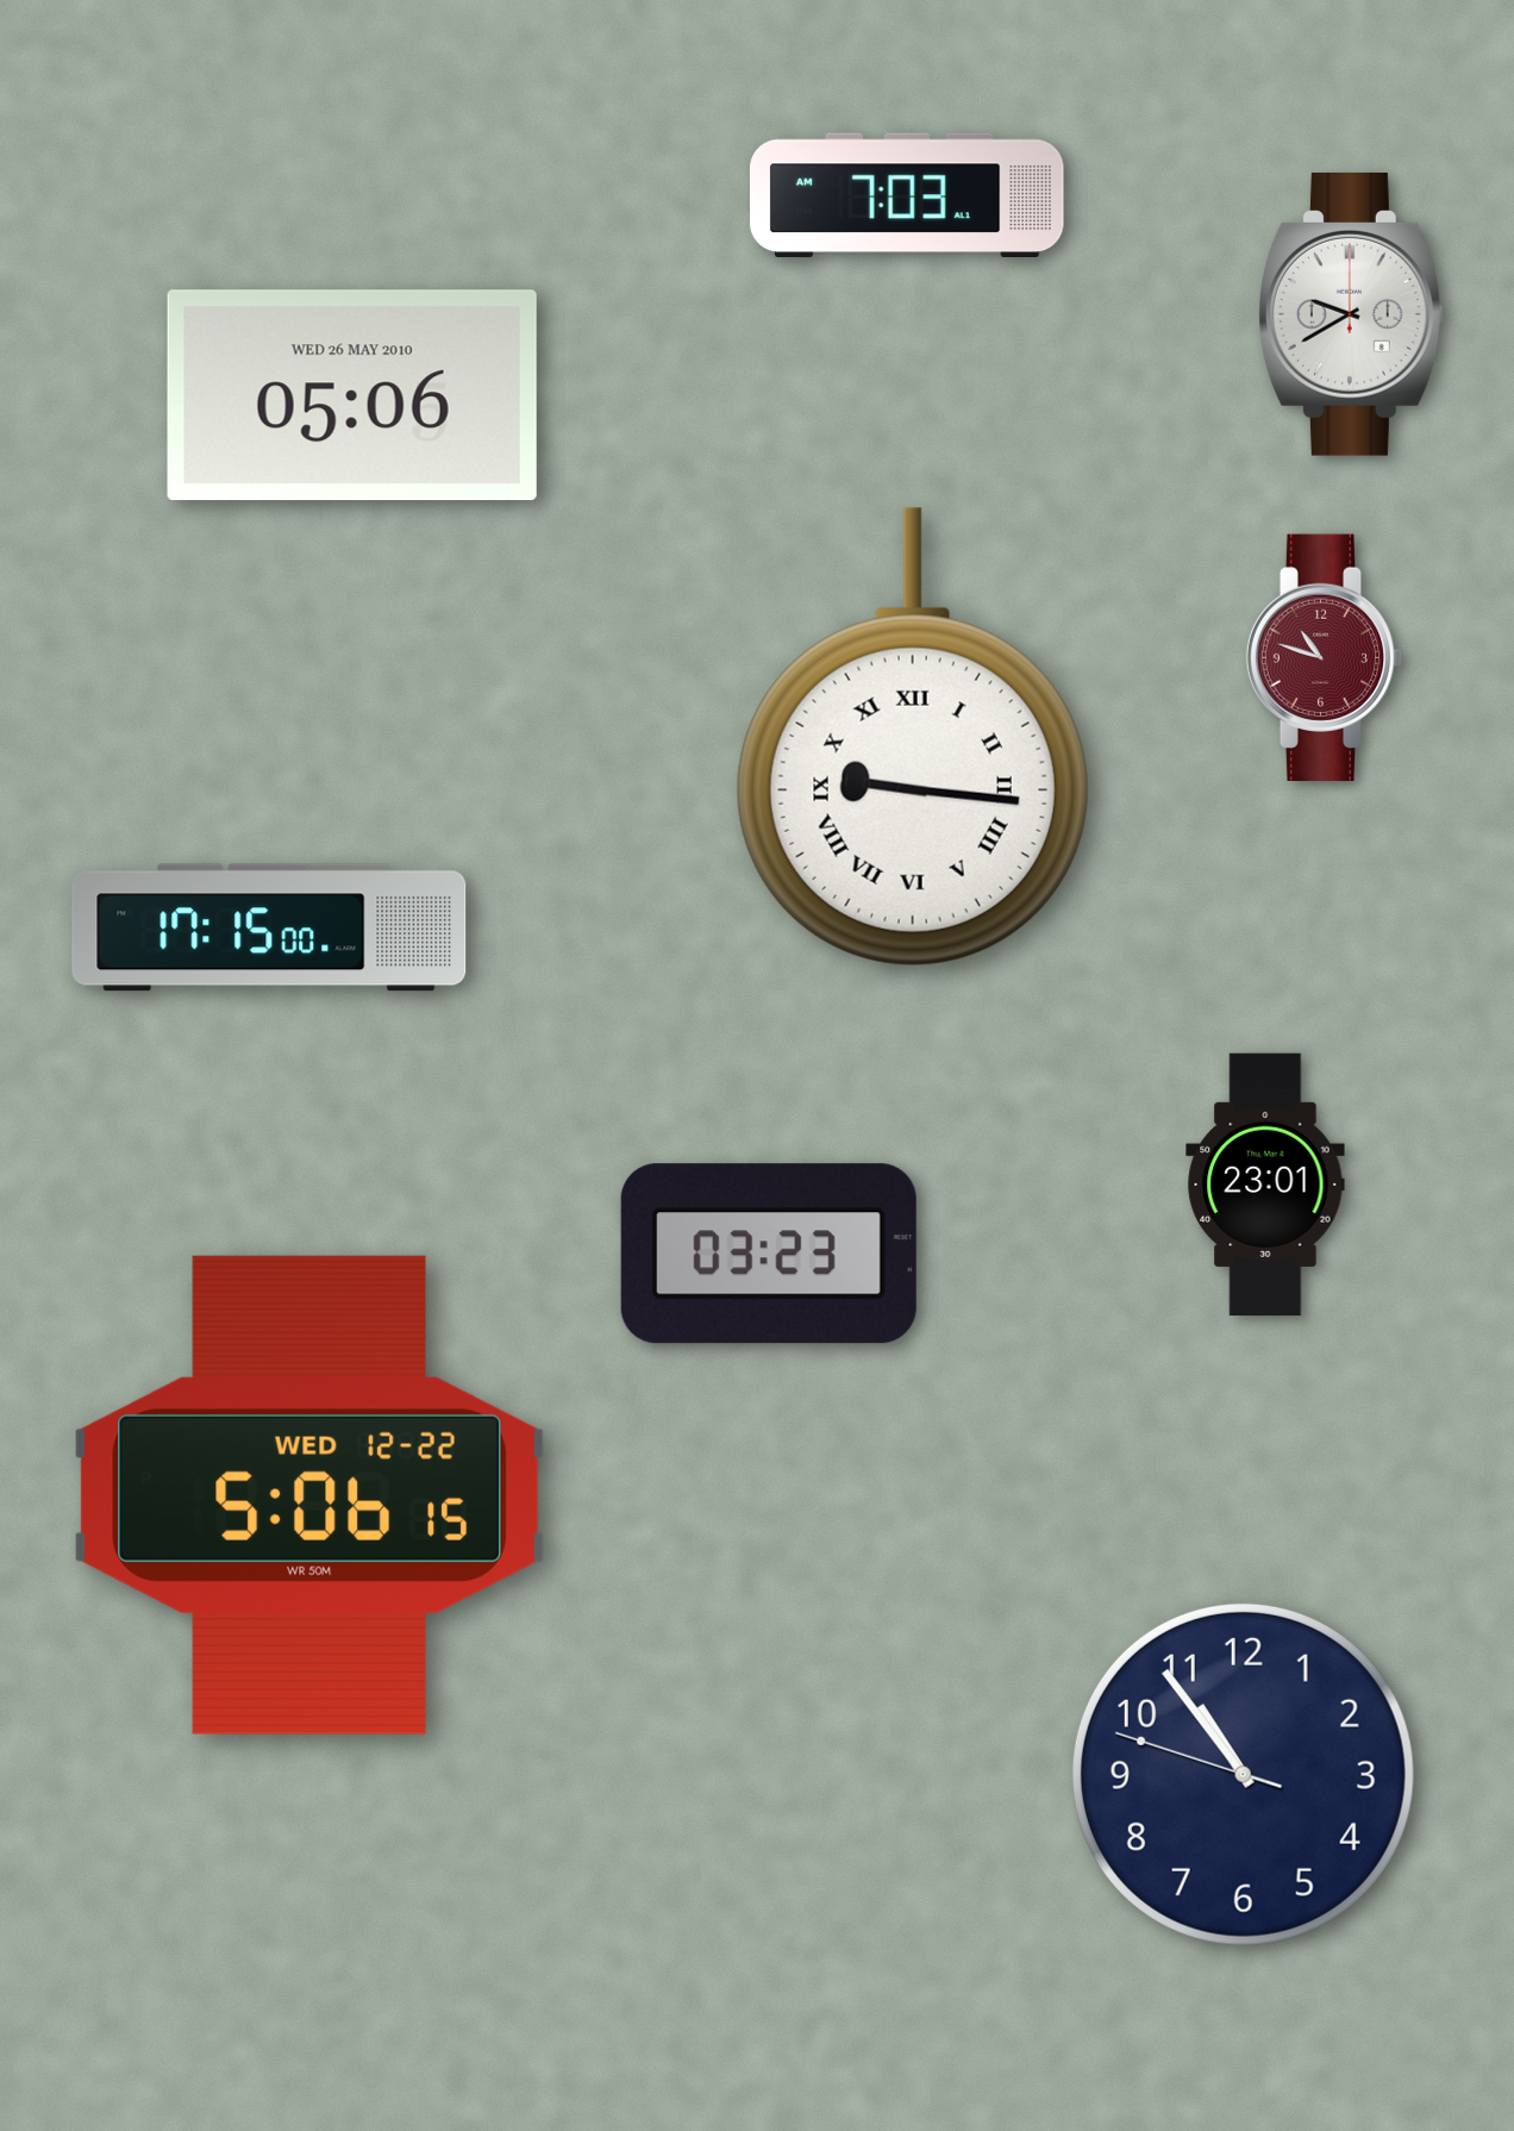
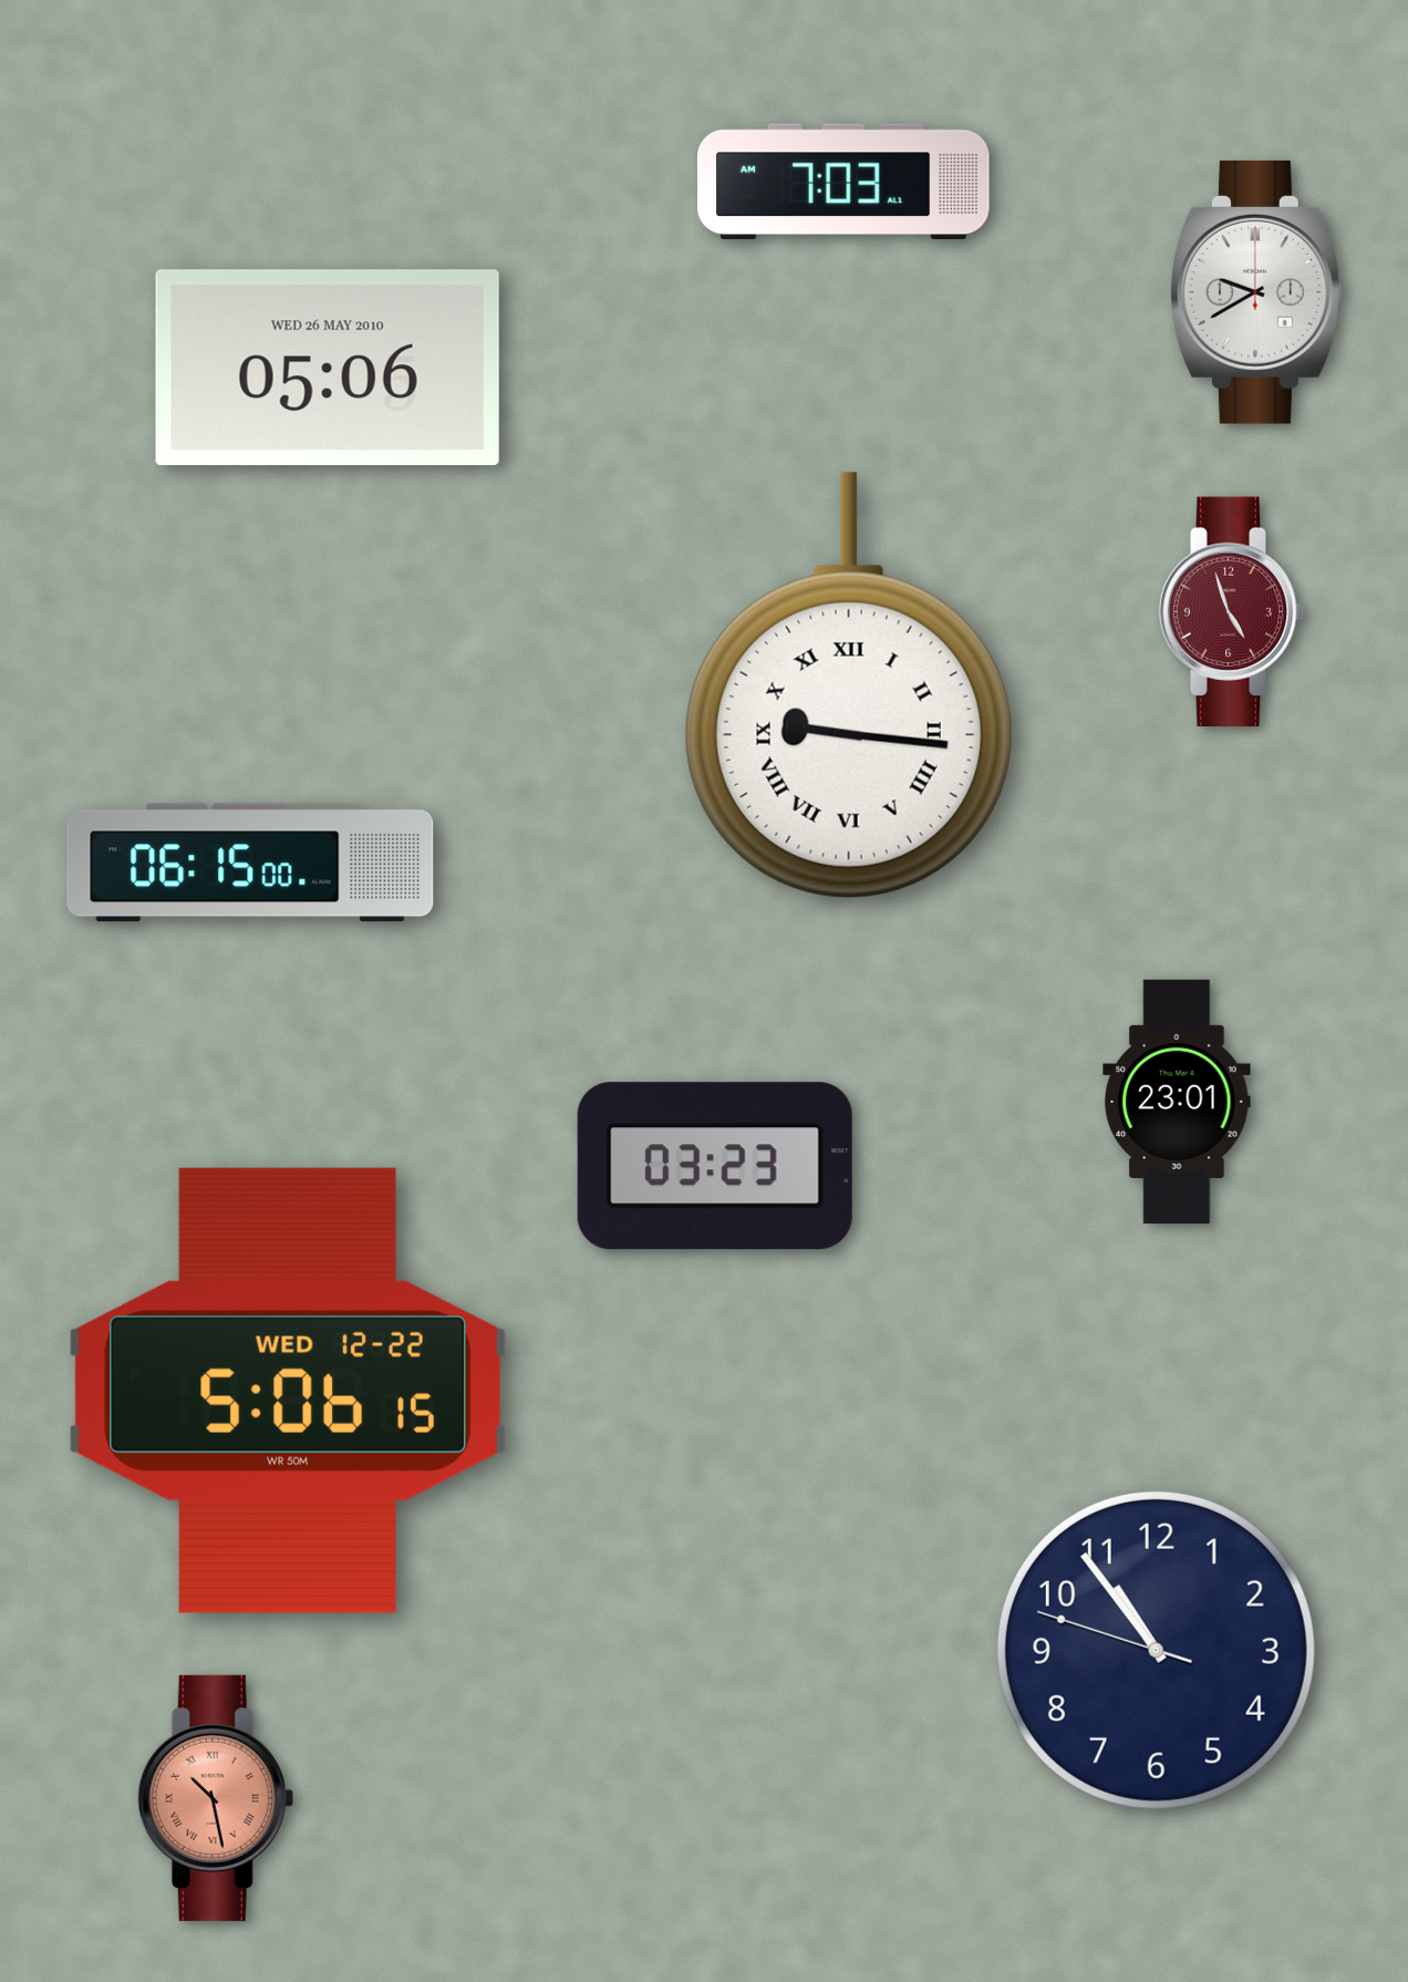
clock at (1325, 657): 10:48 -> 4:57
clock at (269, 927): 17:15 -> 06:15
clock at (216, 1798): none -> 10:28
